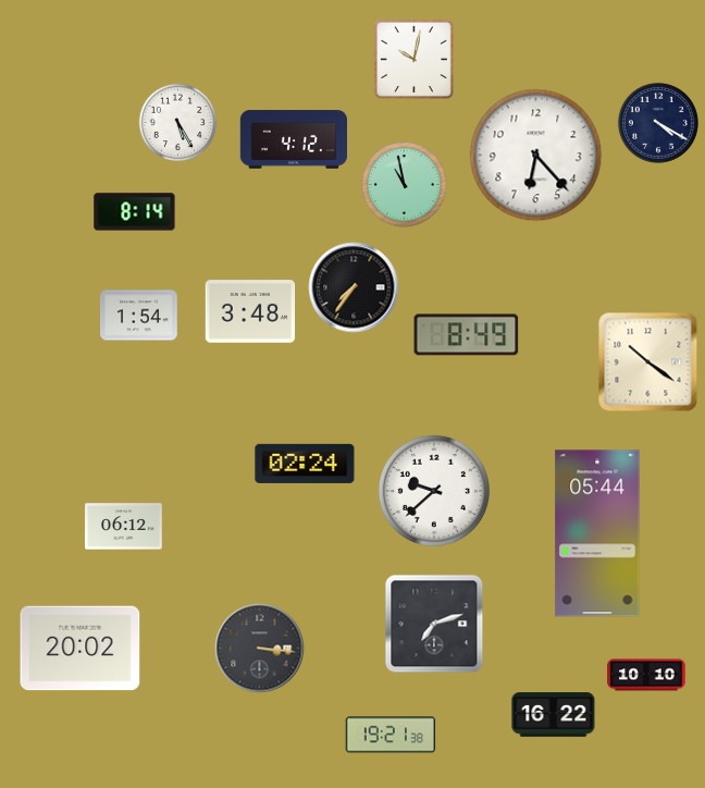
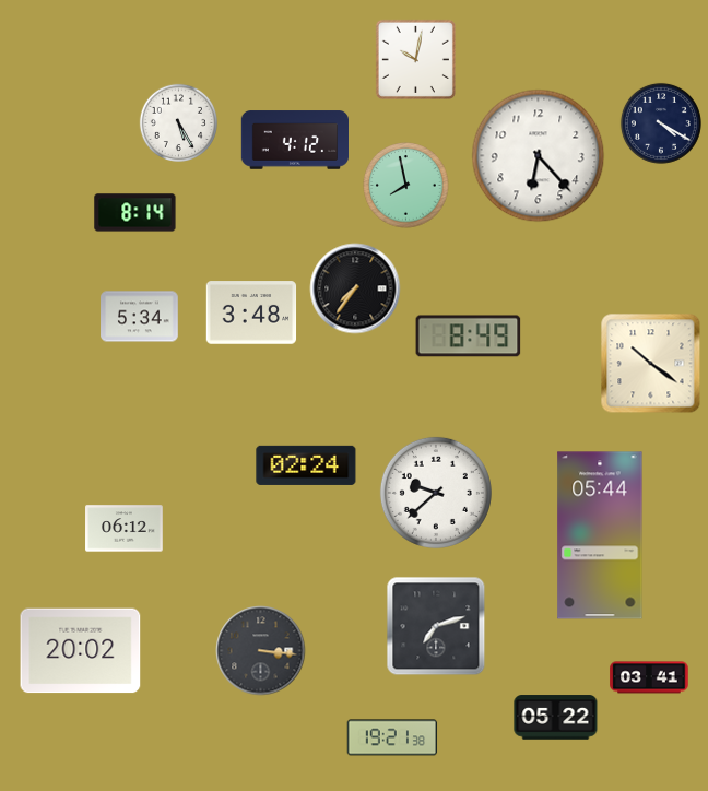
clock at (405, 185): 10:58 -> 7:58
clock at (139, 316): 1:54 -> 5:34
clock at (646, 675): 10:10 -> 03:41
clock at (554, 715): 16:22 -> 05:22
